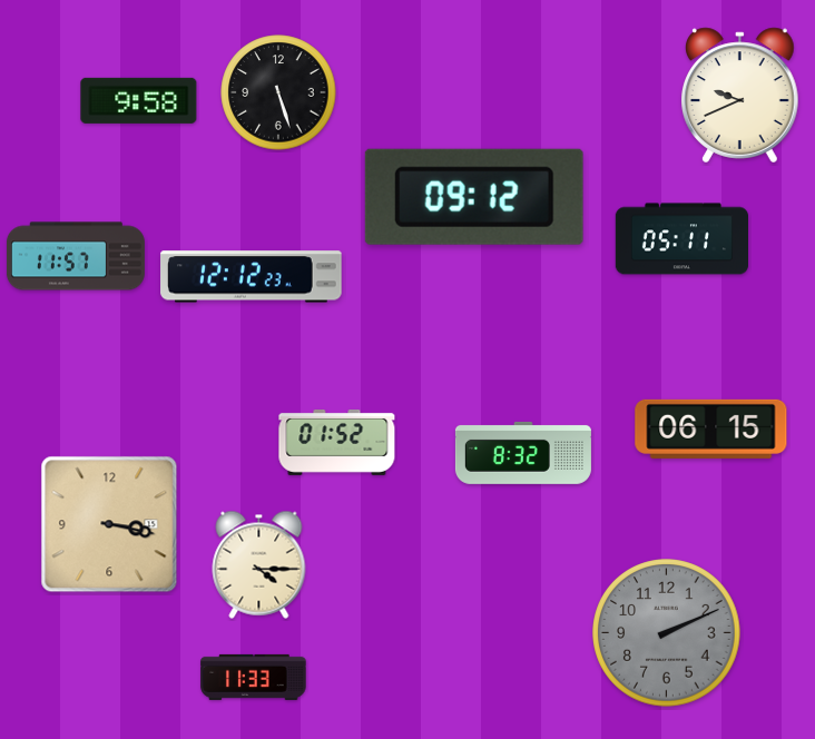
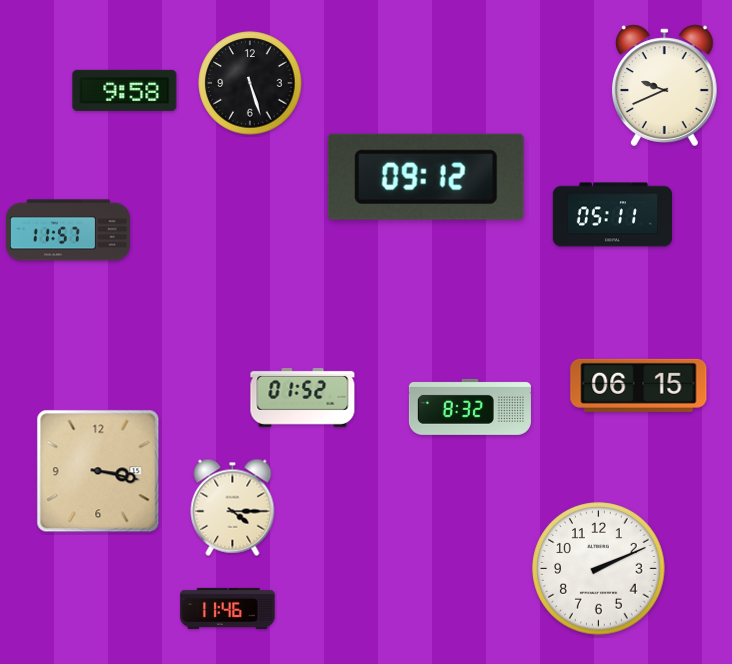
clock at (252, 277): 12:12 -> none
clock at (667, 633) dial: grey -> white
clock at (254, 677): 11:33 -> 11:46
